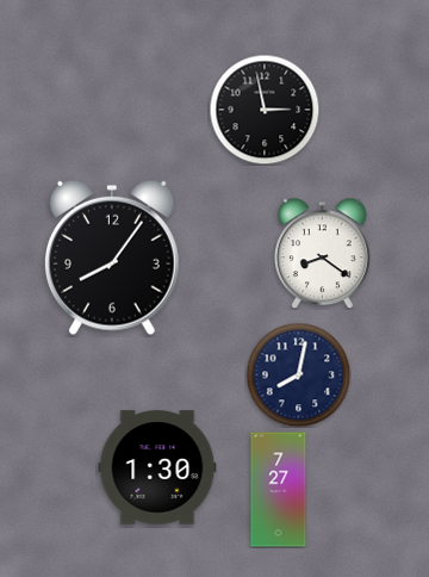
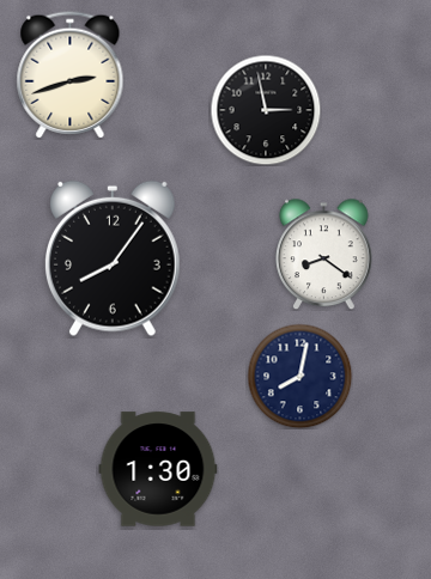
clock at (71, 75): none -> 2:42
clock at (279, 490): 7:27 -> none
